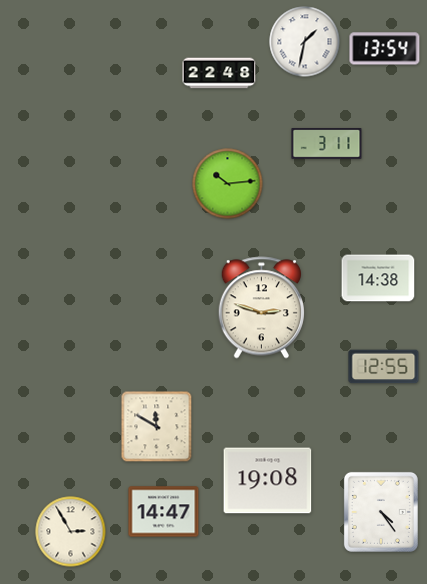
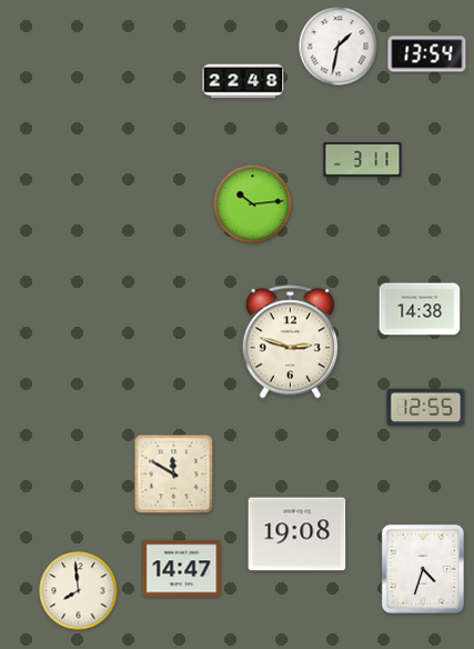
clock at (381, 512): 4:24 -> 4:33
clock at (71, 532): 2:55 -> 7:59
